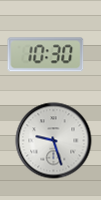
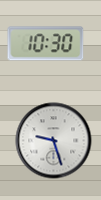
clock at (46, 55) position: (46, 55) -> (46, 44)
